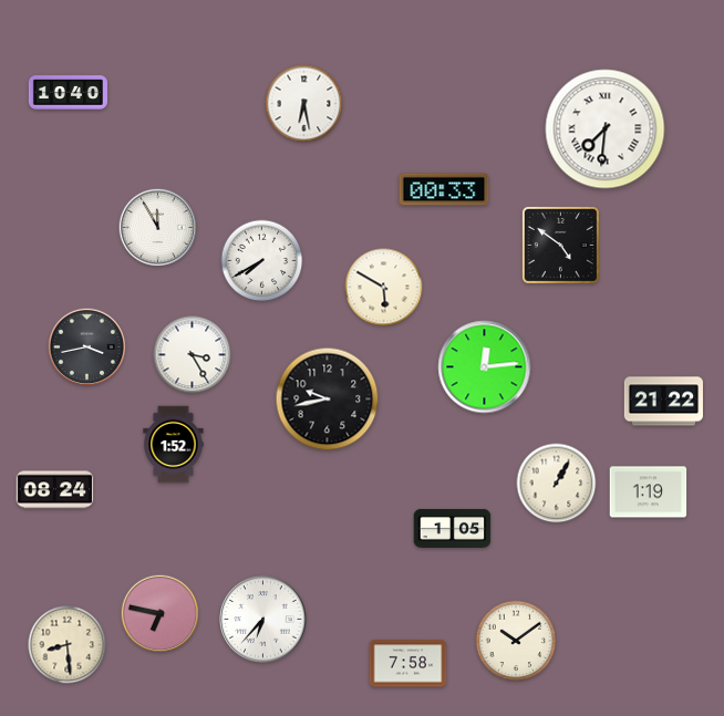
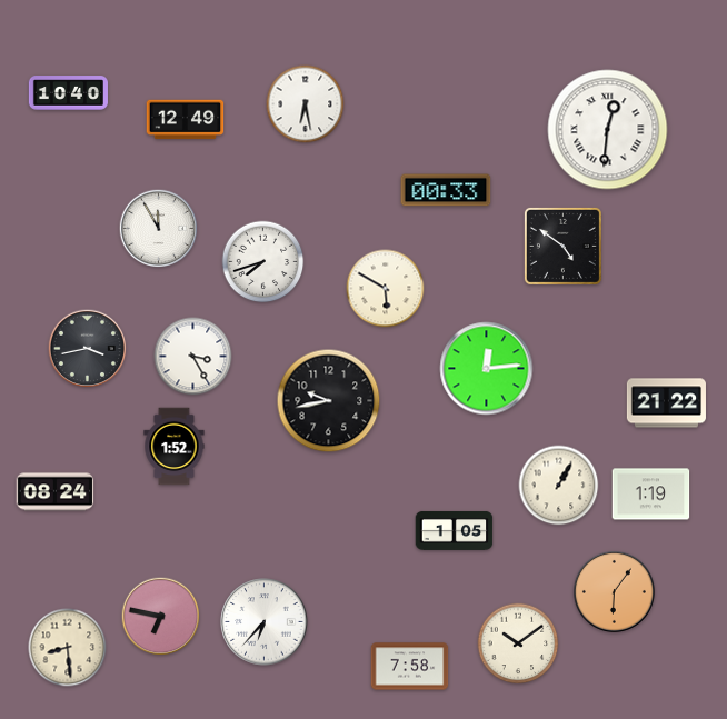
clock at (186, 120): none -> 12:49
clock at (606, 129): 7:31 -> 12:31
clock at (262, 261): 7:40 -> 7:42
clock at (614, 591): none -> 6:06
